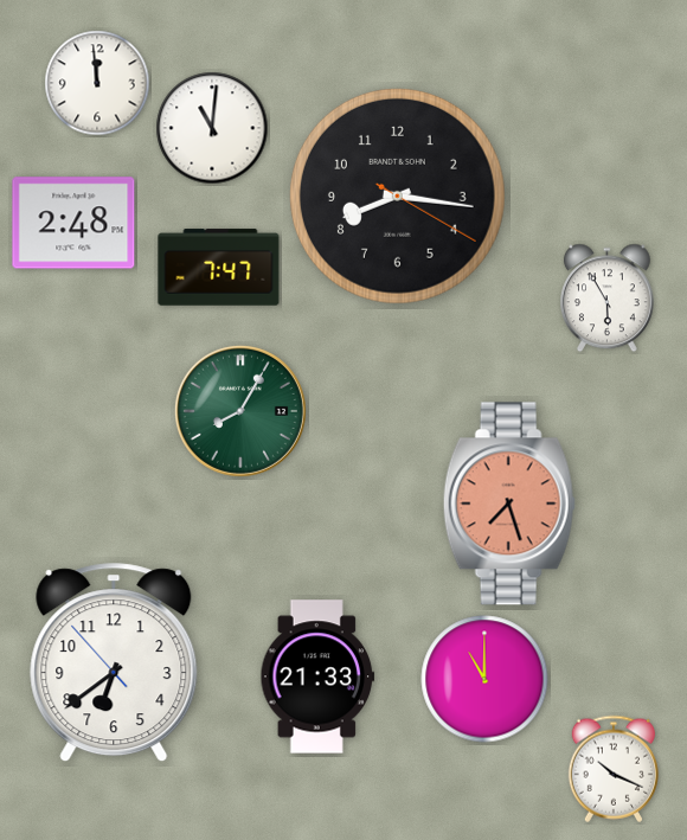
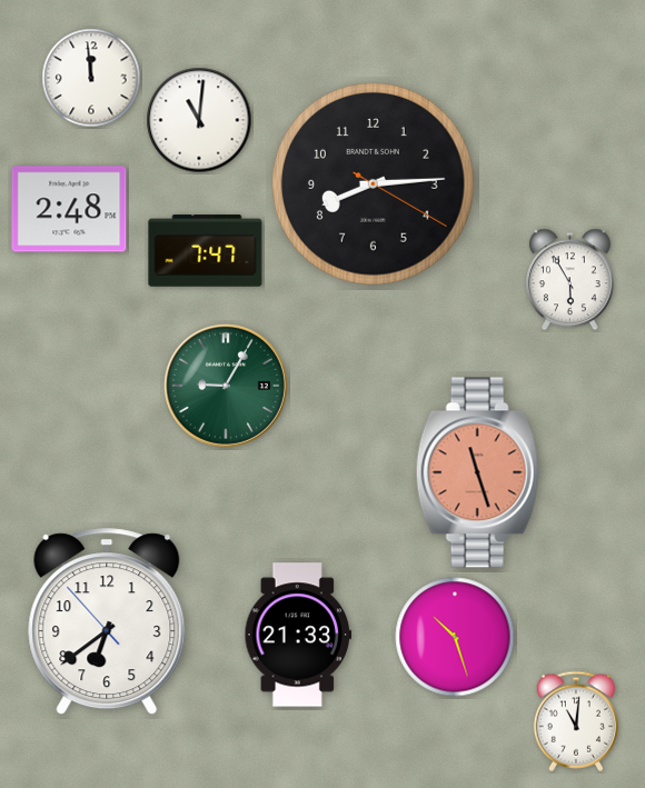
clock at (398, 197): 8:16 -> 8:14
clock at (240, 411): 8:05 -> 9:05
clock at (509, 504): 7:27 -> 11:27
clock at (484, 679): 11:00 -> 10:27
clock at (614, 769): 10:19 -> 11:01
